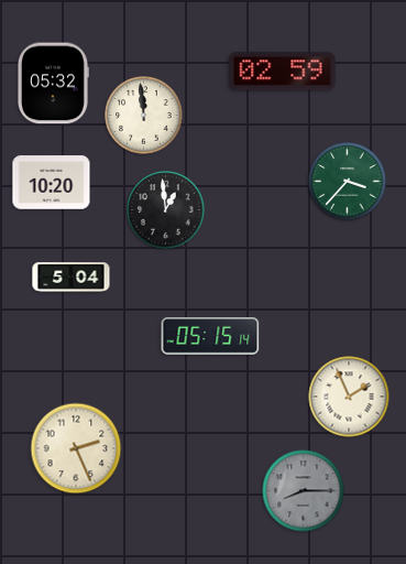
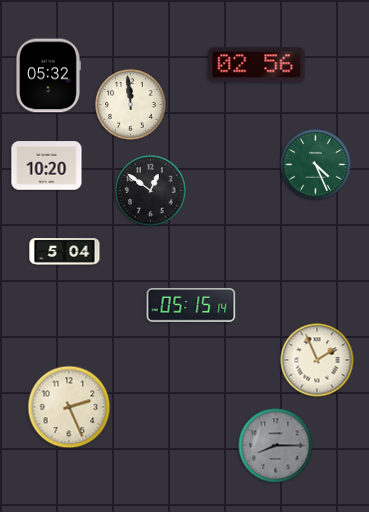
clock at (283, 72): 02:59 -> 02:56
clock at (348, 182): 3:37 -> 4:26
clock at (166, 210): 12:59 -> 12:51
